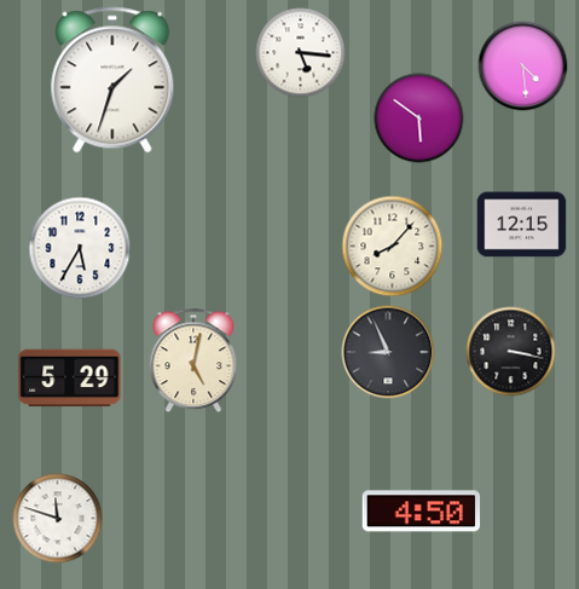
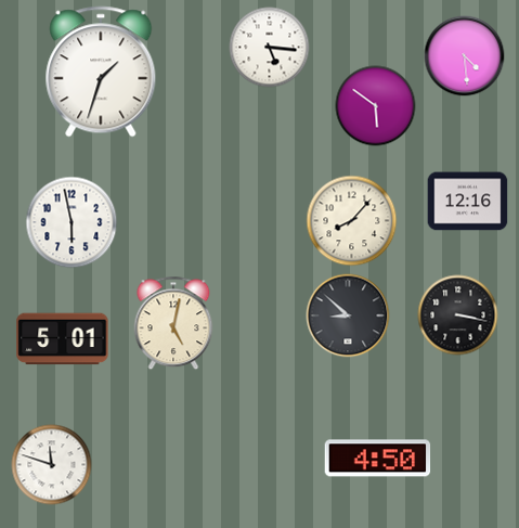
clock at (523, 67) position: (523, 67) -> (465, 56)
clock at (522, 225): 12:15 -> 12:16
clock at (80, 248): 5:35 -> 5:58
clock at (388, 352): 8:56 -> 8:52
clock at (70, 379): 5:29 -> 5:01
